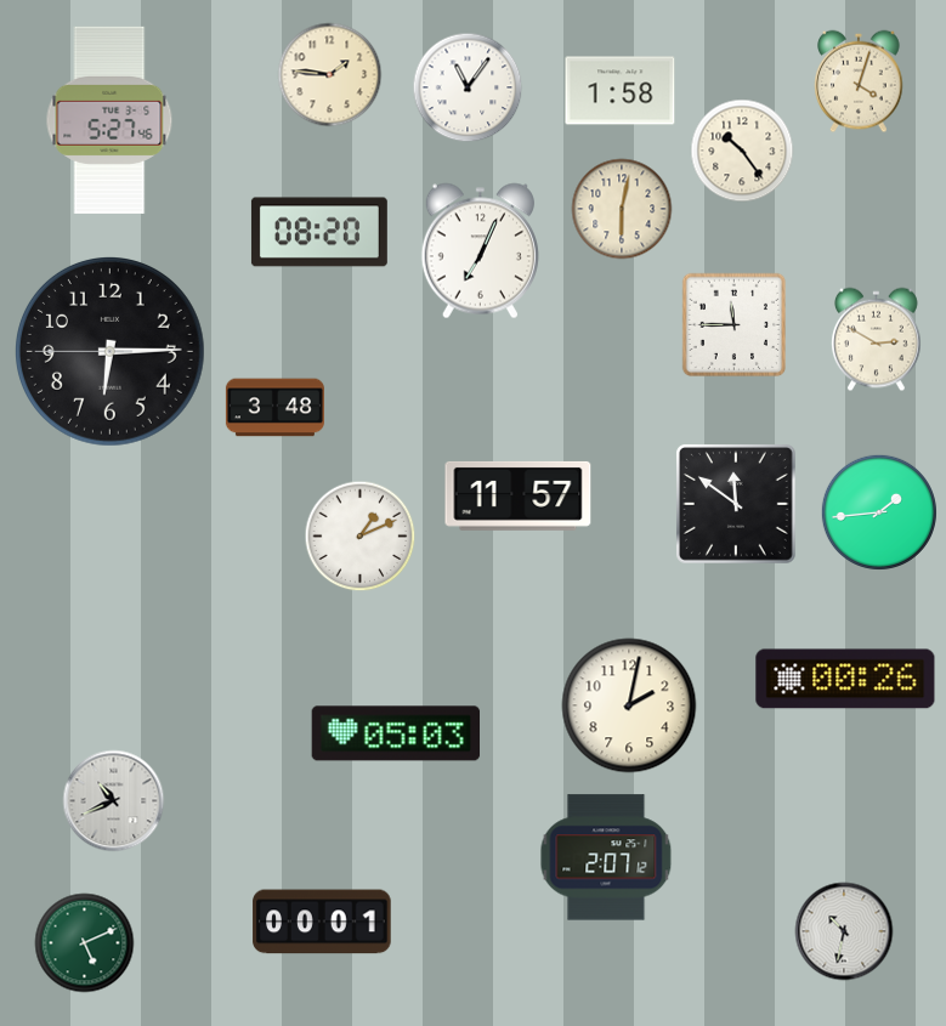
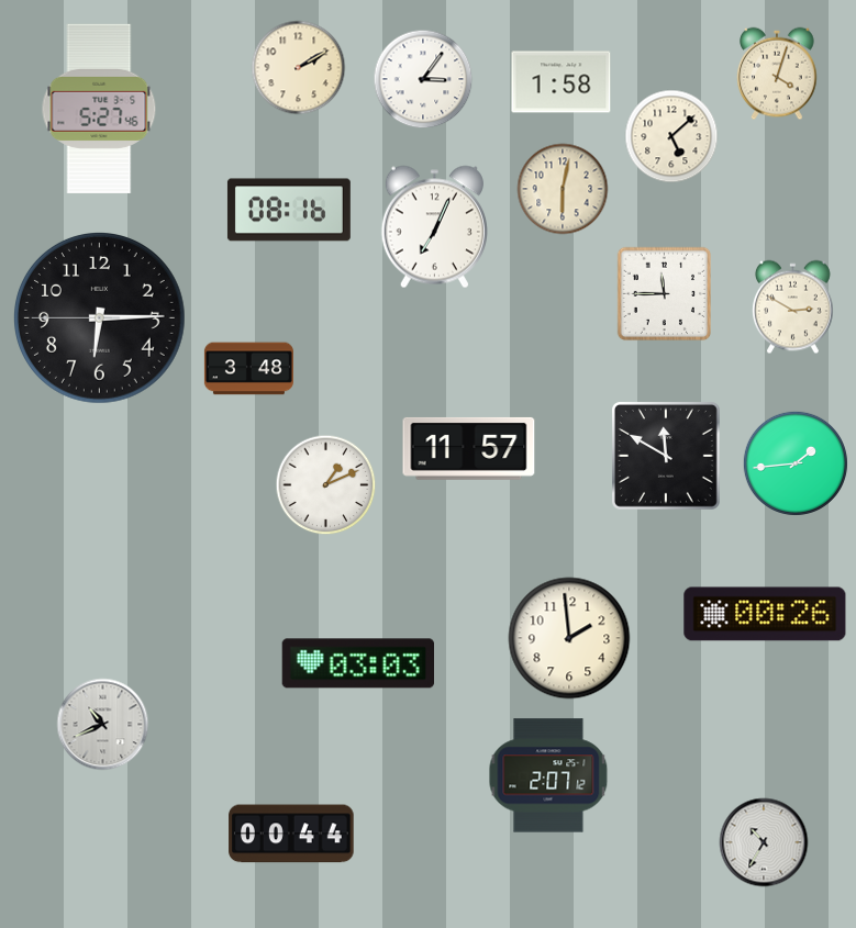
clock at (330, 75): 1:46 -> 2:10
clock at (468, 87): 11:06 -> 3:06
clock at (742, 151): 10:24 -> 5:08
clock at (319, 232): 08:20 -> 08:16
clock at (736, 504): 11:51 -> 11:50
clock at (629, 705): 2:02 -> 1:59
clock at (395, 733): 05:03 -> 03:03
clock at (322, 922): 00:01 -> 00:44
clock at (844, 931): 10:32 -> 10:35
clock at (85, 943): 5:11 -> none
